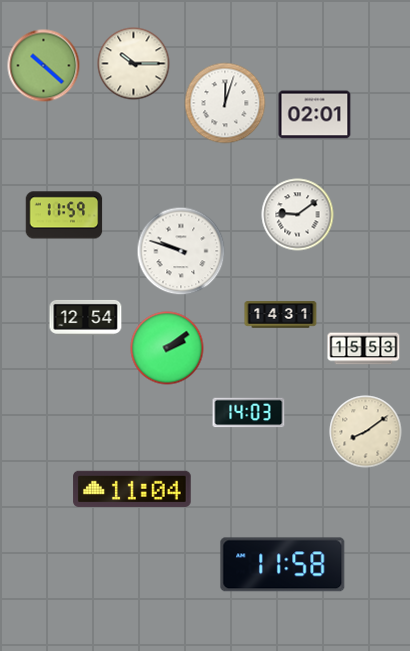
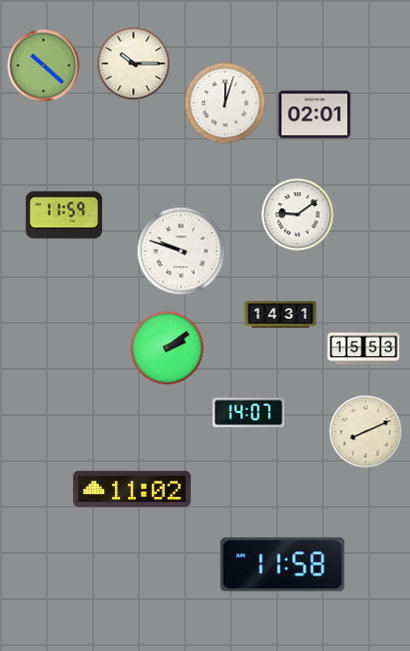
clock at (86, 317): 12:54 -> none
clock at (249, 413): 14:03 -> 14:07
clock at (366, 432): 8:09 -> 8:11
clock at (132, 489): 11:04 -> 11:02
